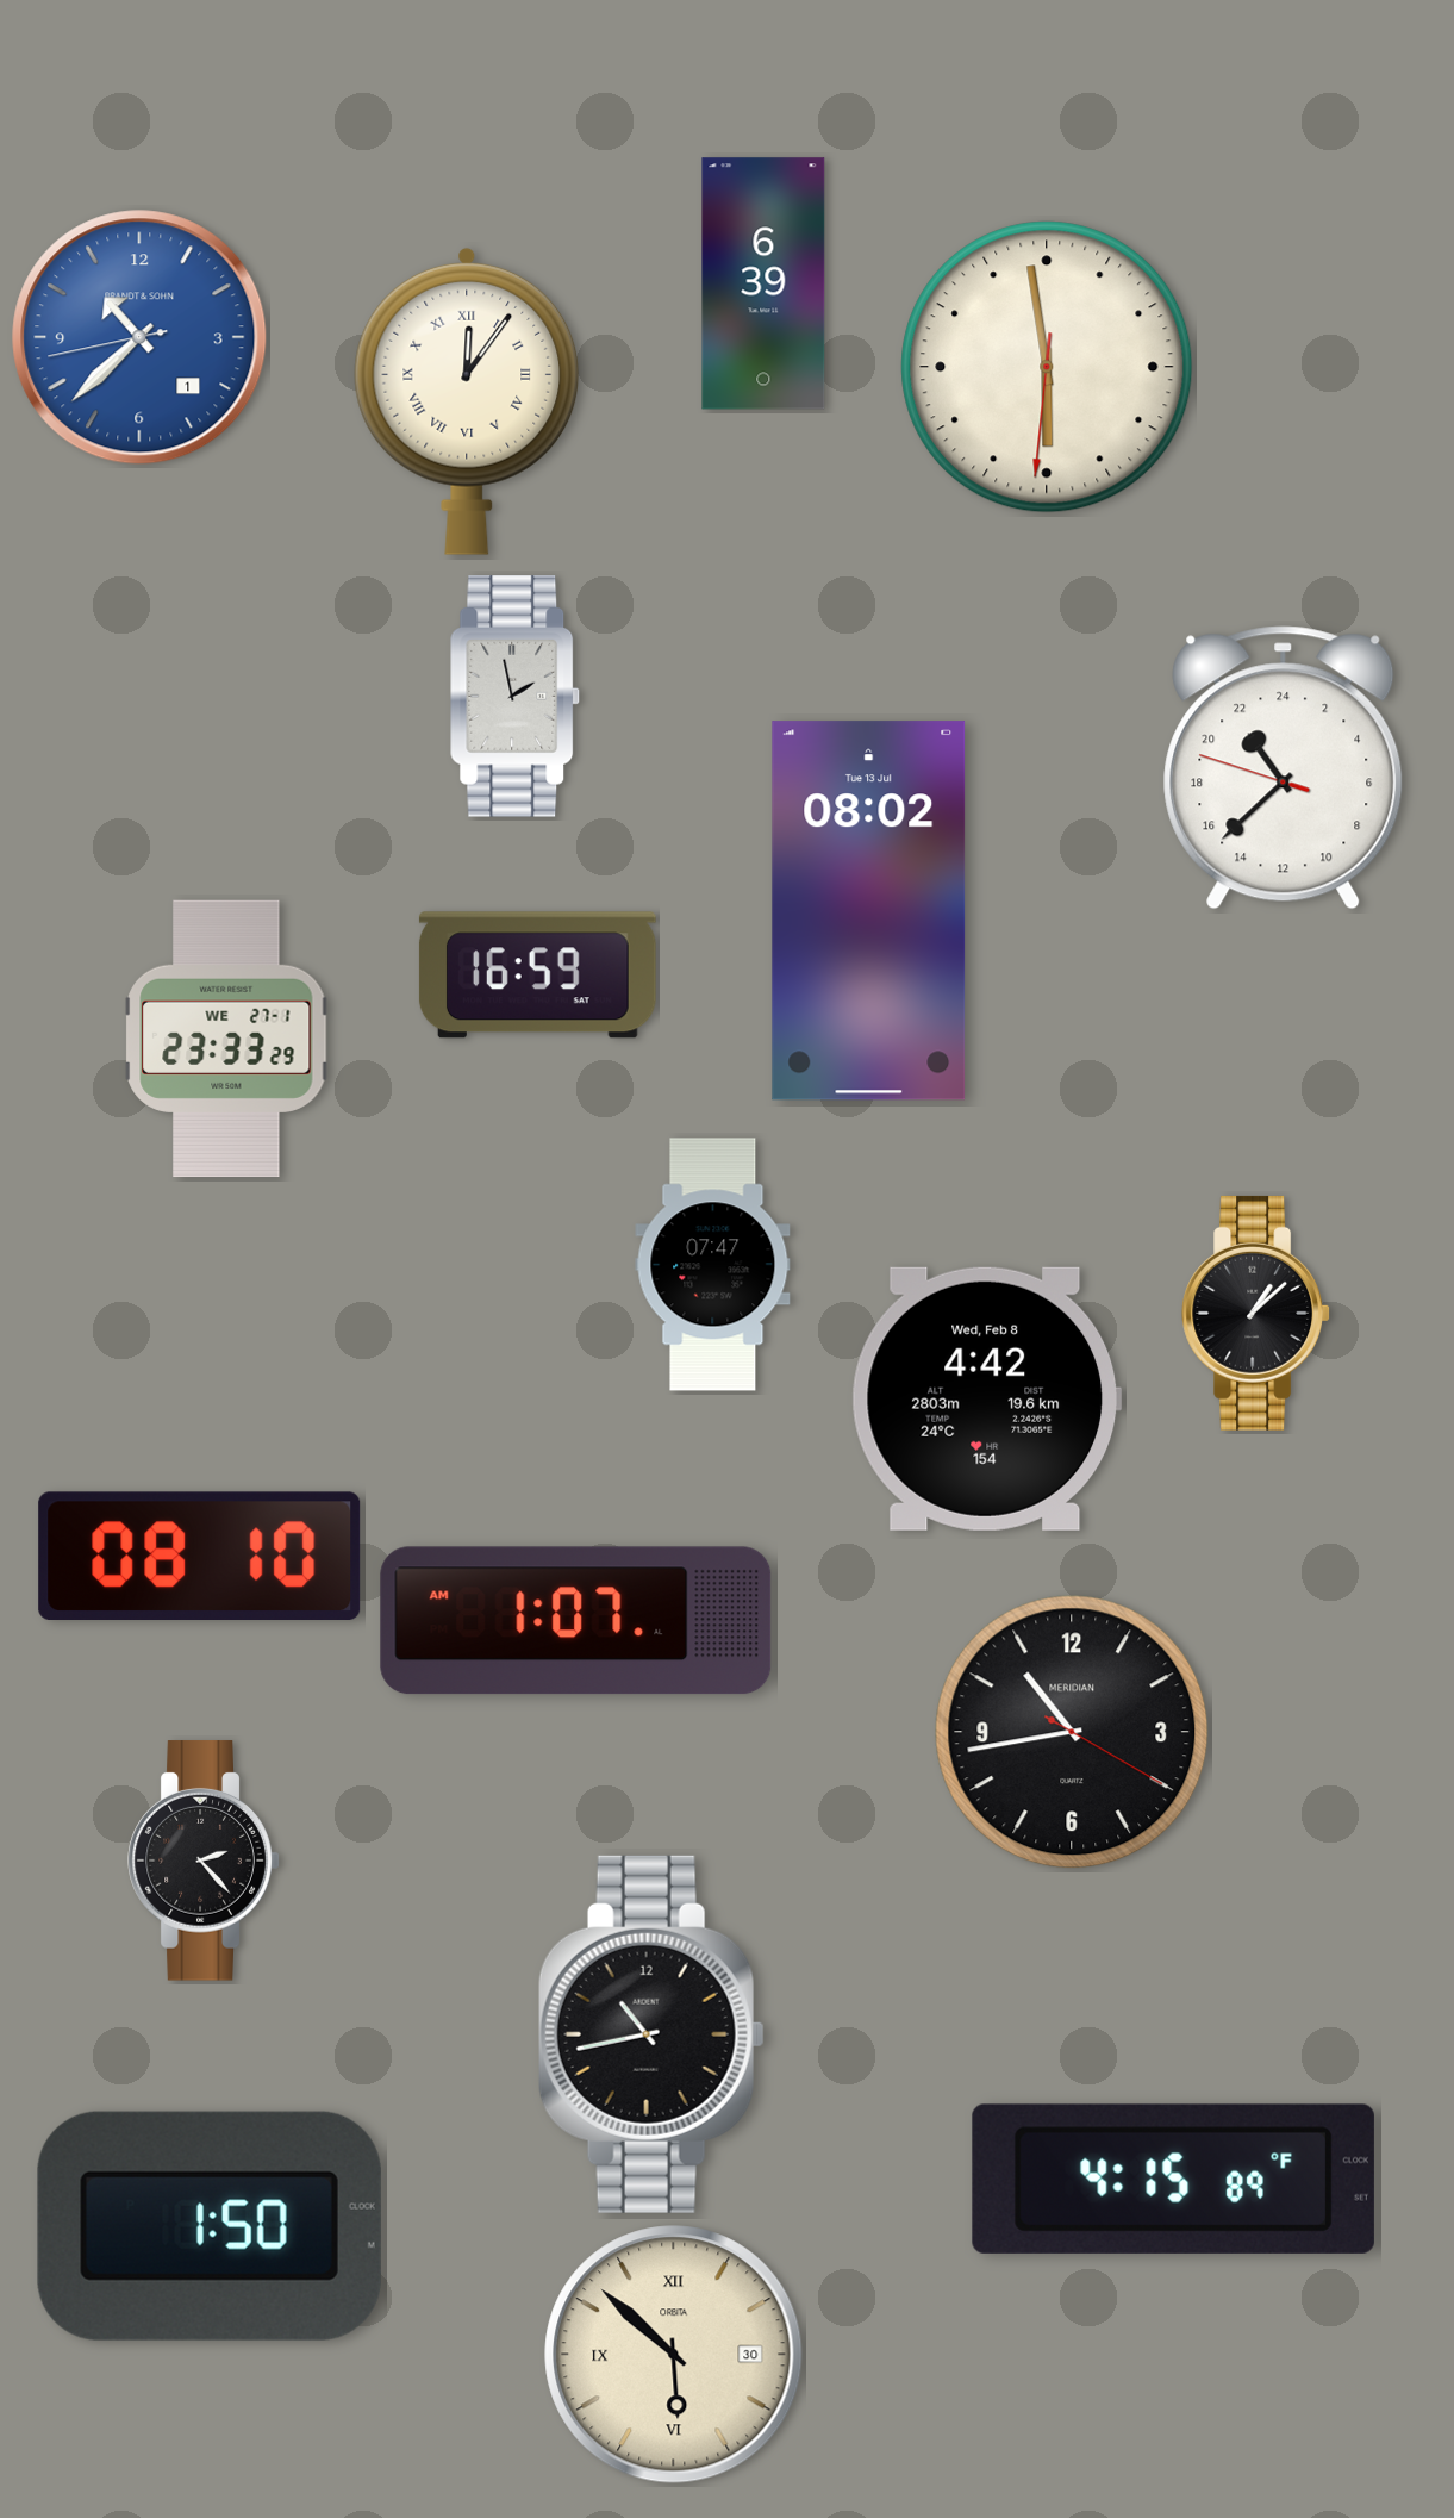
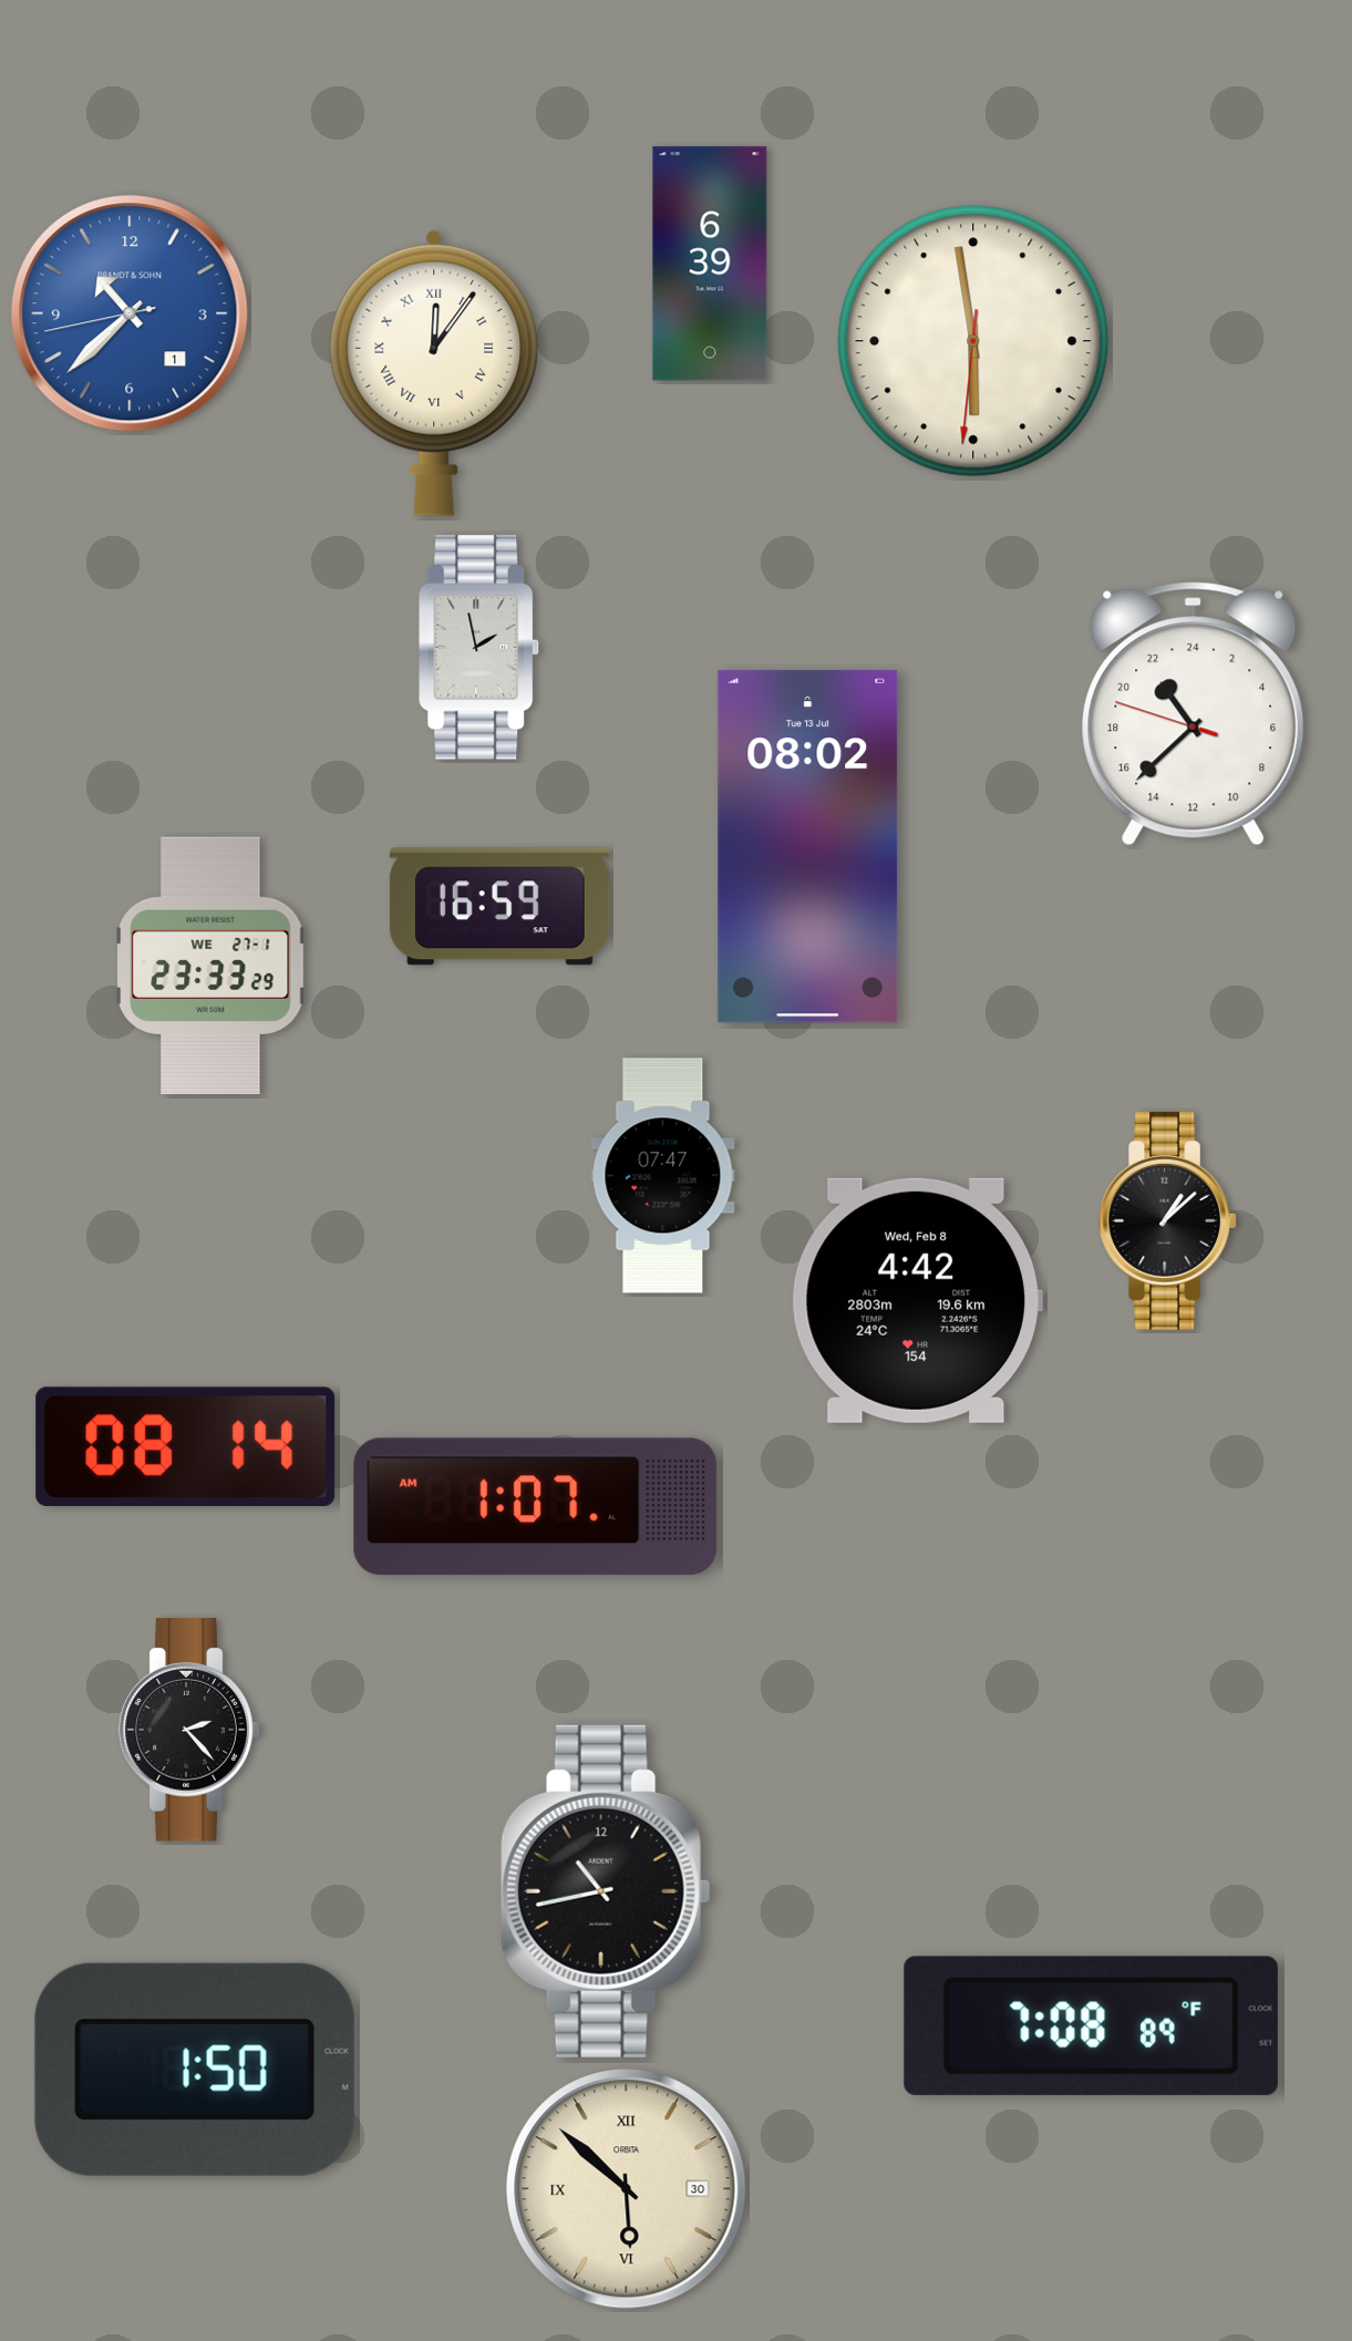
clock at (200, 1556): 08:10 -> 08:14
clock at (1072, 1732): 10:43 -> none
clock at (1173, 2179): 4:15 -> 7:08
